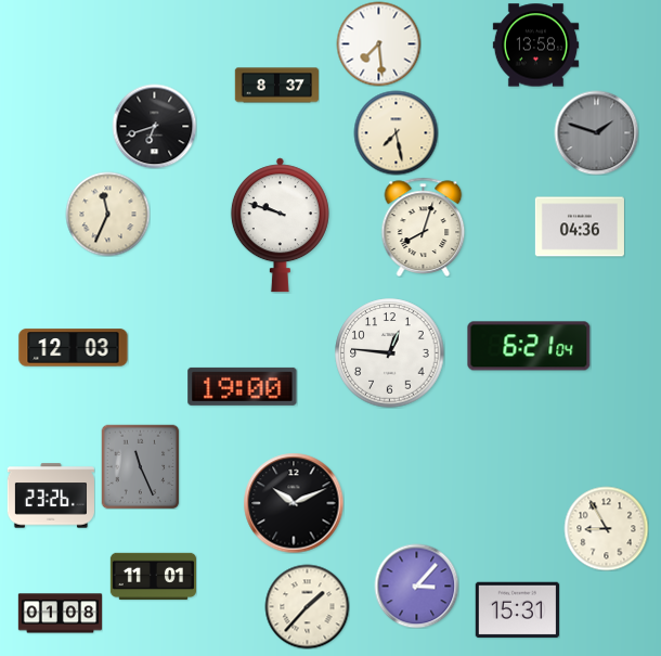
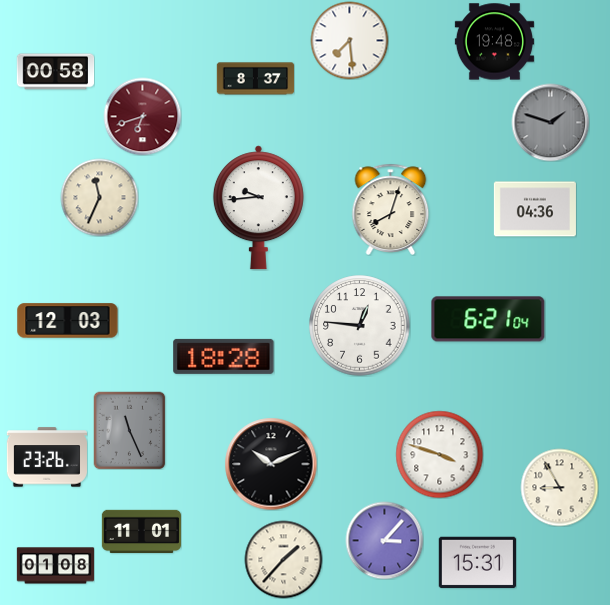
clock at (535, 46): 13:58 -> 19:48
clock at (55, 72): none -> 00:58
clock at (154, 126) dial: black -> burgundy
clock at (396, 132): 7:28 -> none
clock at (280, 226): 9:48 -> 9:44
clock at (243, 386): 19:00 -> 18:28
clock at (439, 454): none -> 3:48
